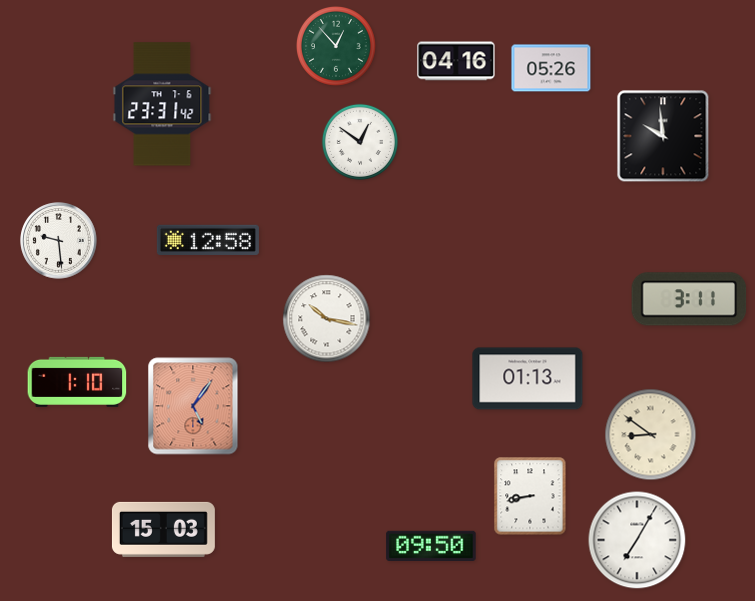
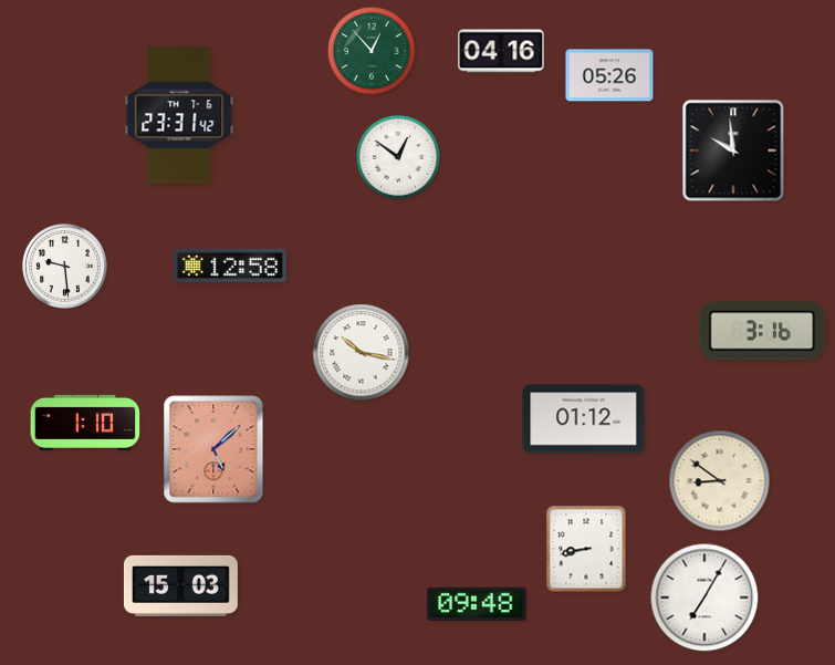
clock at (456, 61) position: (456, 61) -> (501, 51)
clock at (689, 299): 3:11 -> 3:16
clock at (528, 379): 01:13 -> 01:12
clock at (193, 406): 5:06 -> 5:08
clock at (431, 546): 09:50 -> 09:48
